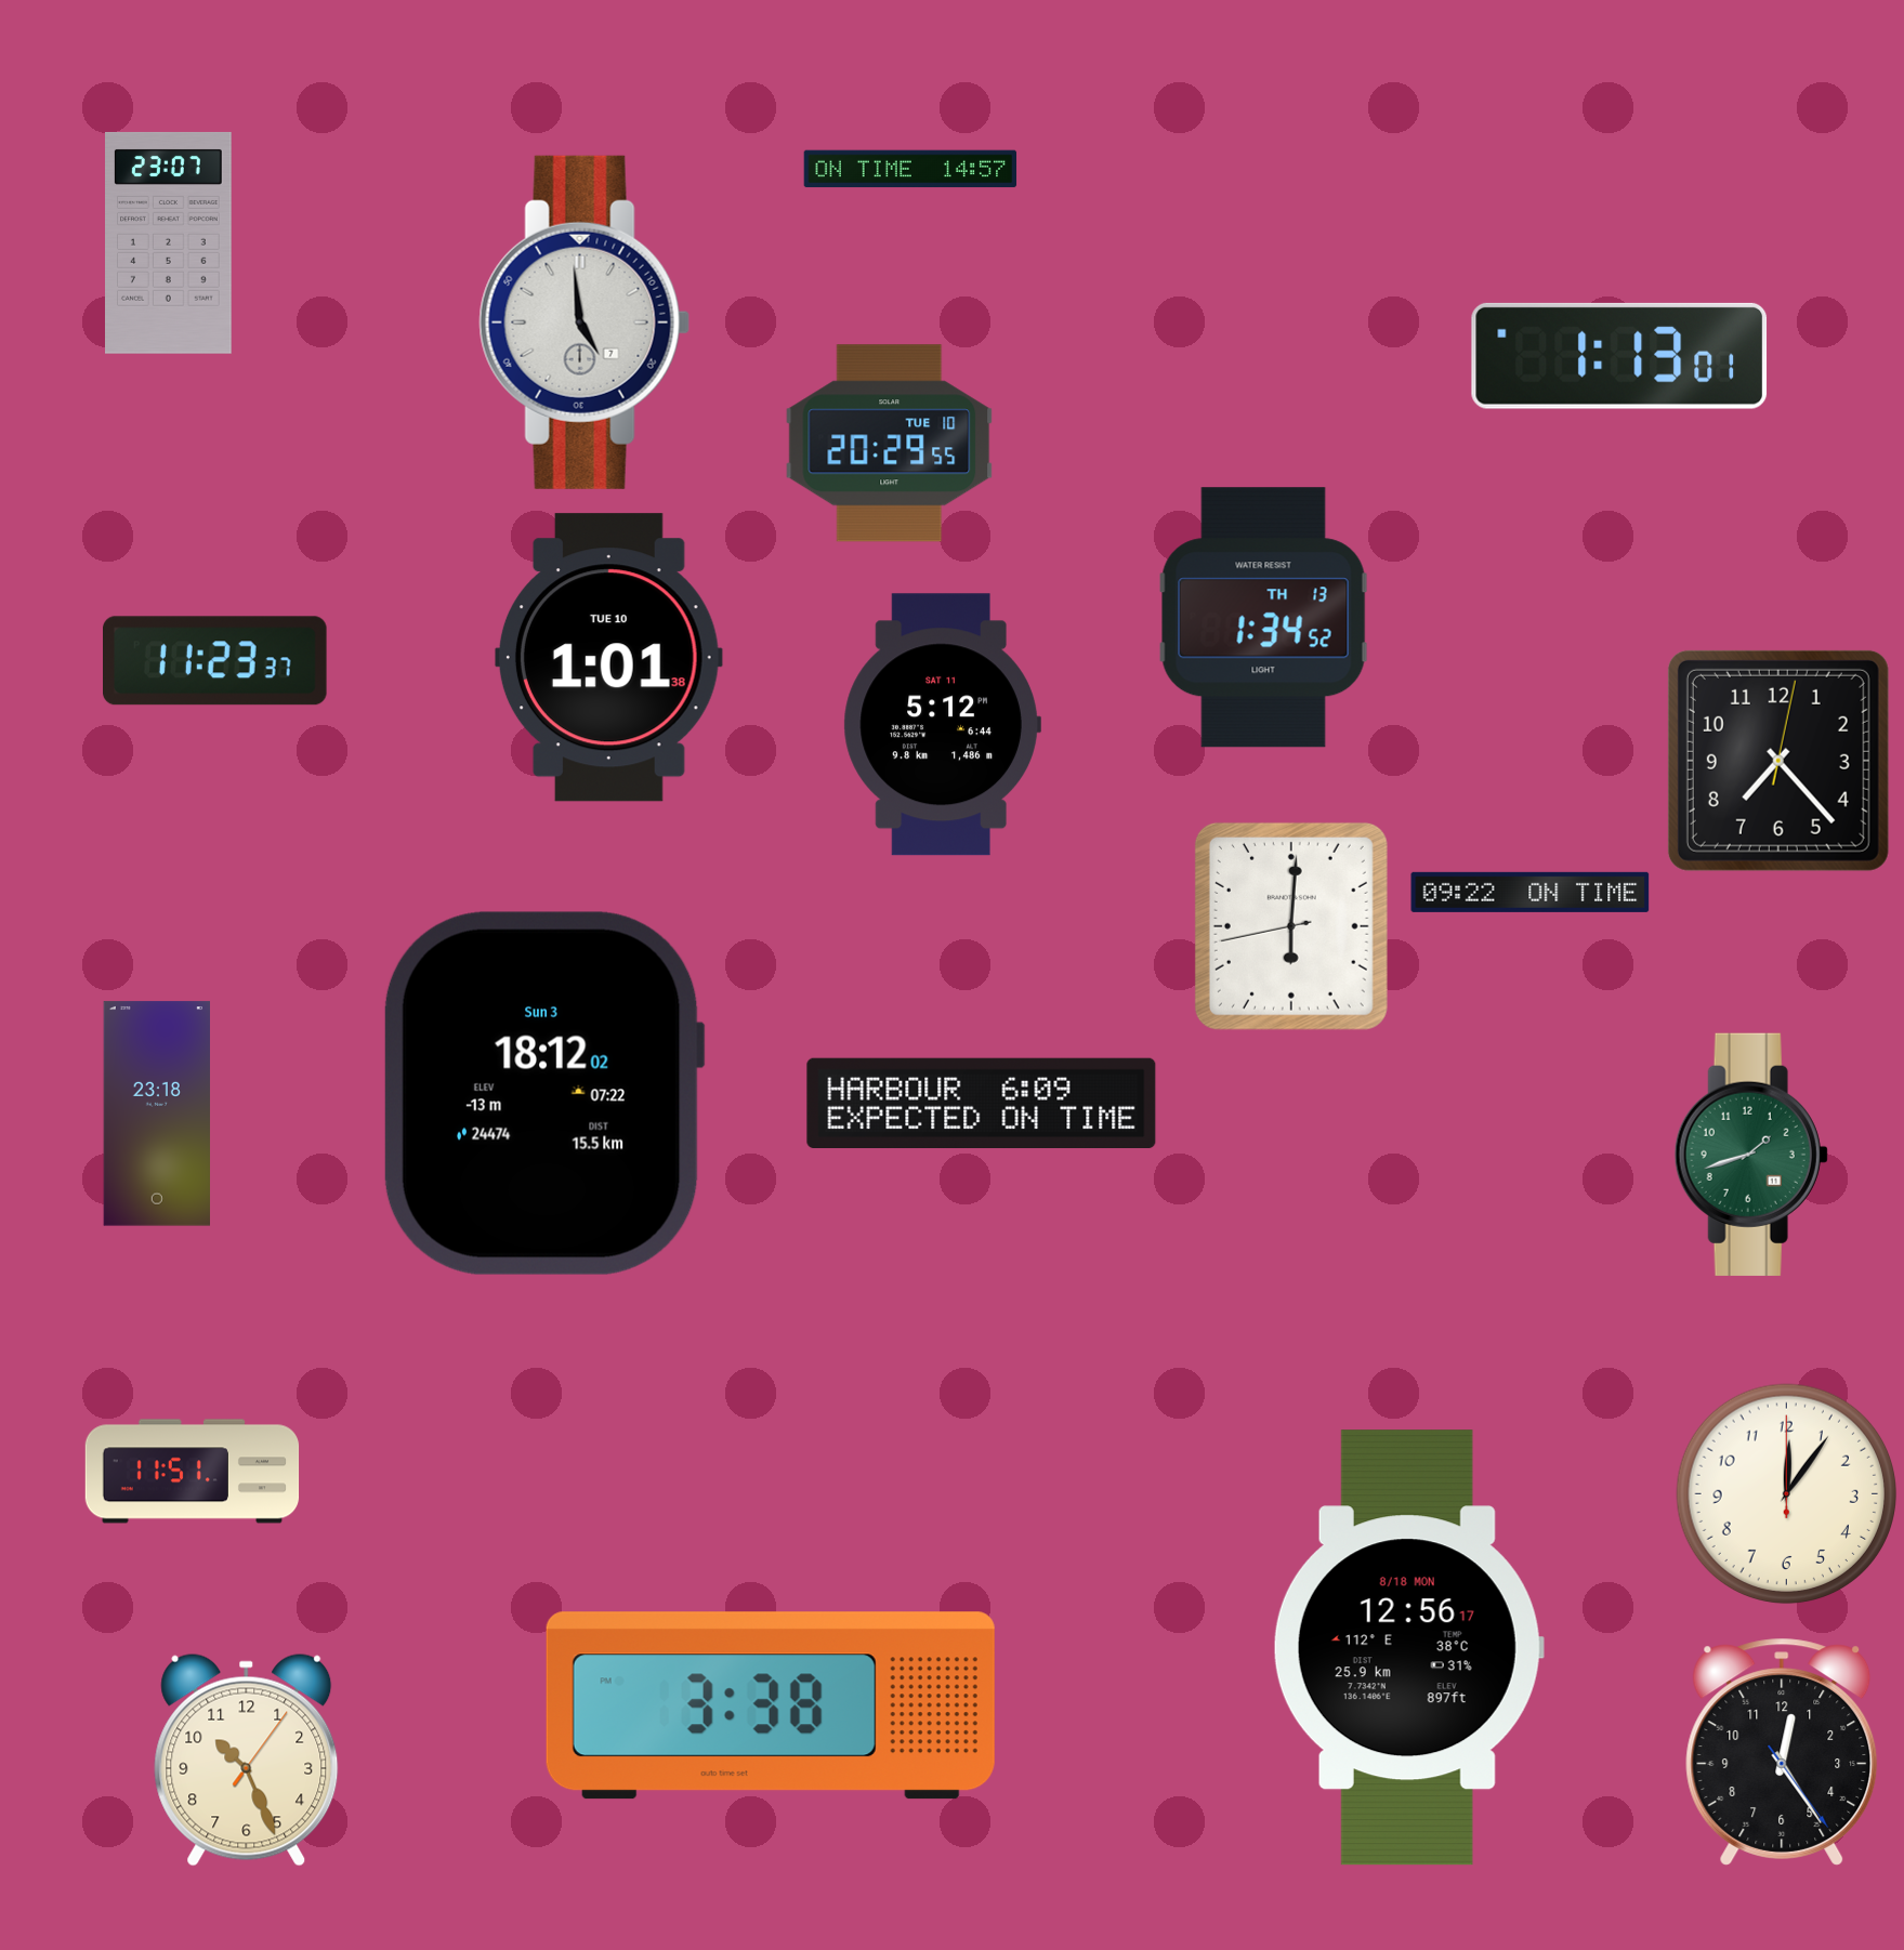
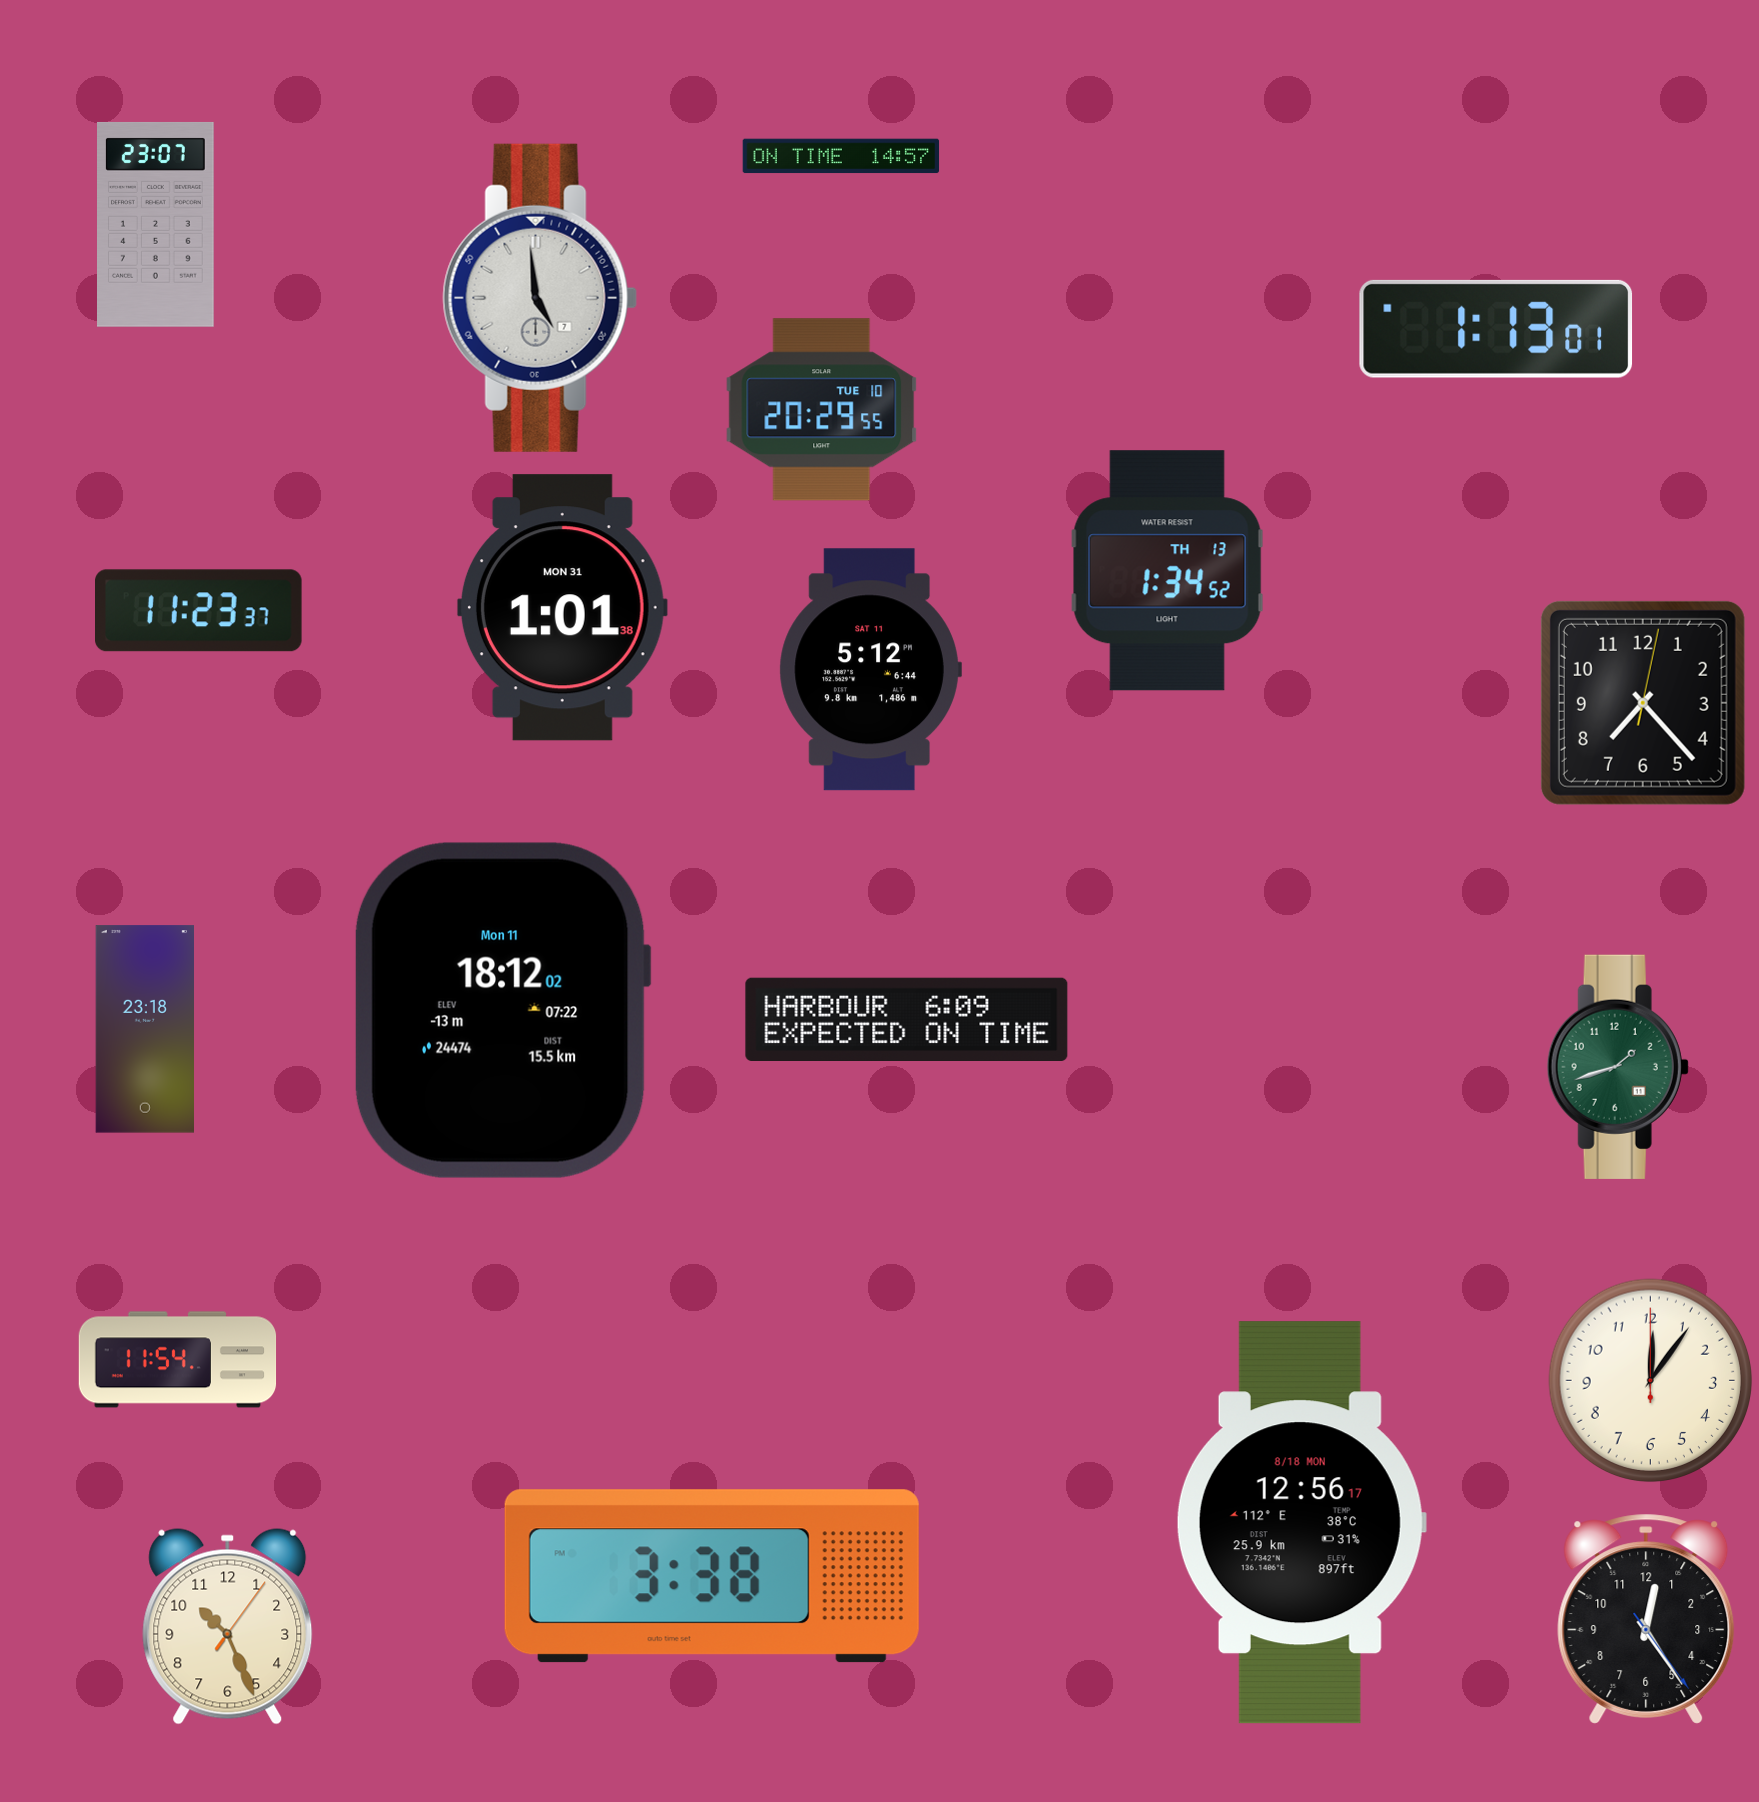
clock at (608, 658) date: TUE 10 -> MON 31
clock at (1531, 892): 09:22 -> none
clock at (1291, 926): 6:00 -> none
clock at (543, 1093) date: Sun 3 -> Mon 11
clock at (193, 1472): 11:51 -> 11:54
